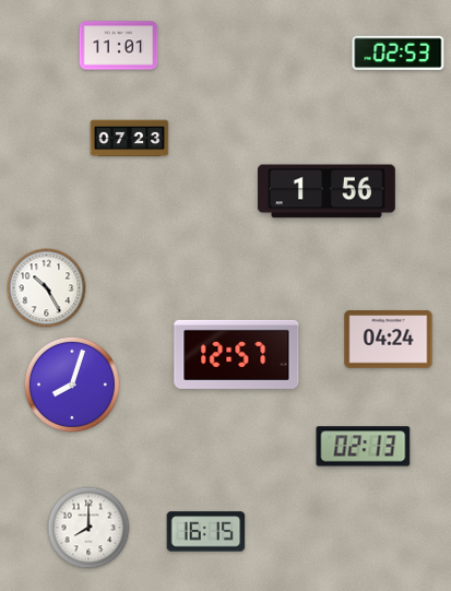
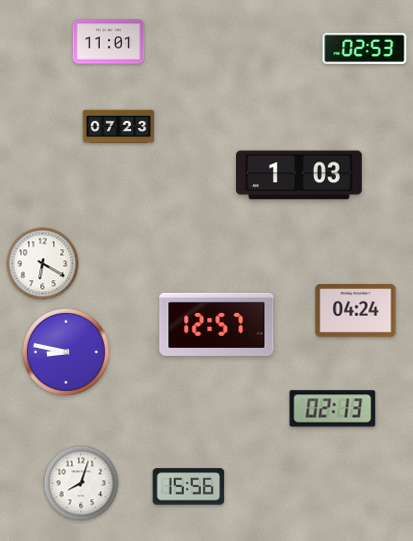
clock at (327, 191): 1:56 -> 1:03
clock at (47, 288): 10:25 -> 6:20
clock at (72, 385): 8:03 -> 8:47
clock at (88, 528): 8:00 -> 8:03
clock at (206, 532): 16:15 -> 15:56
